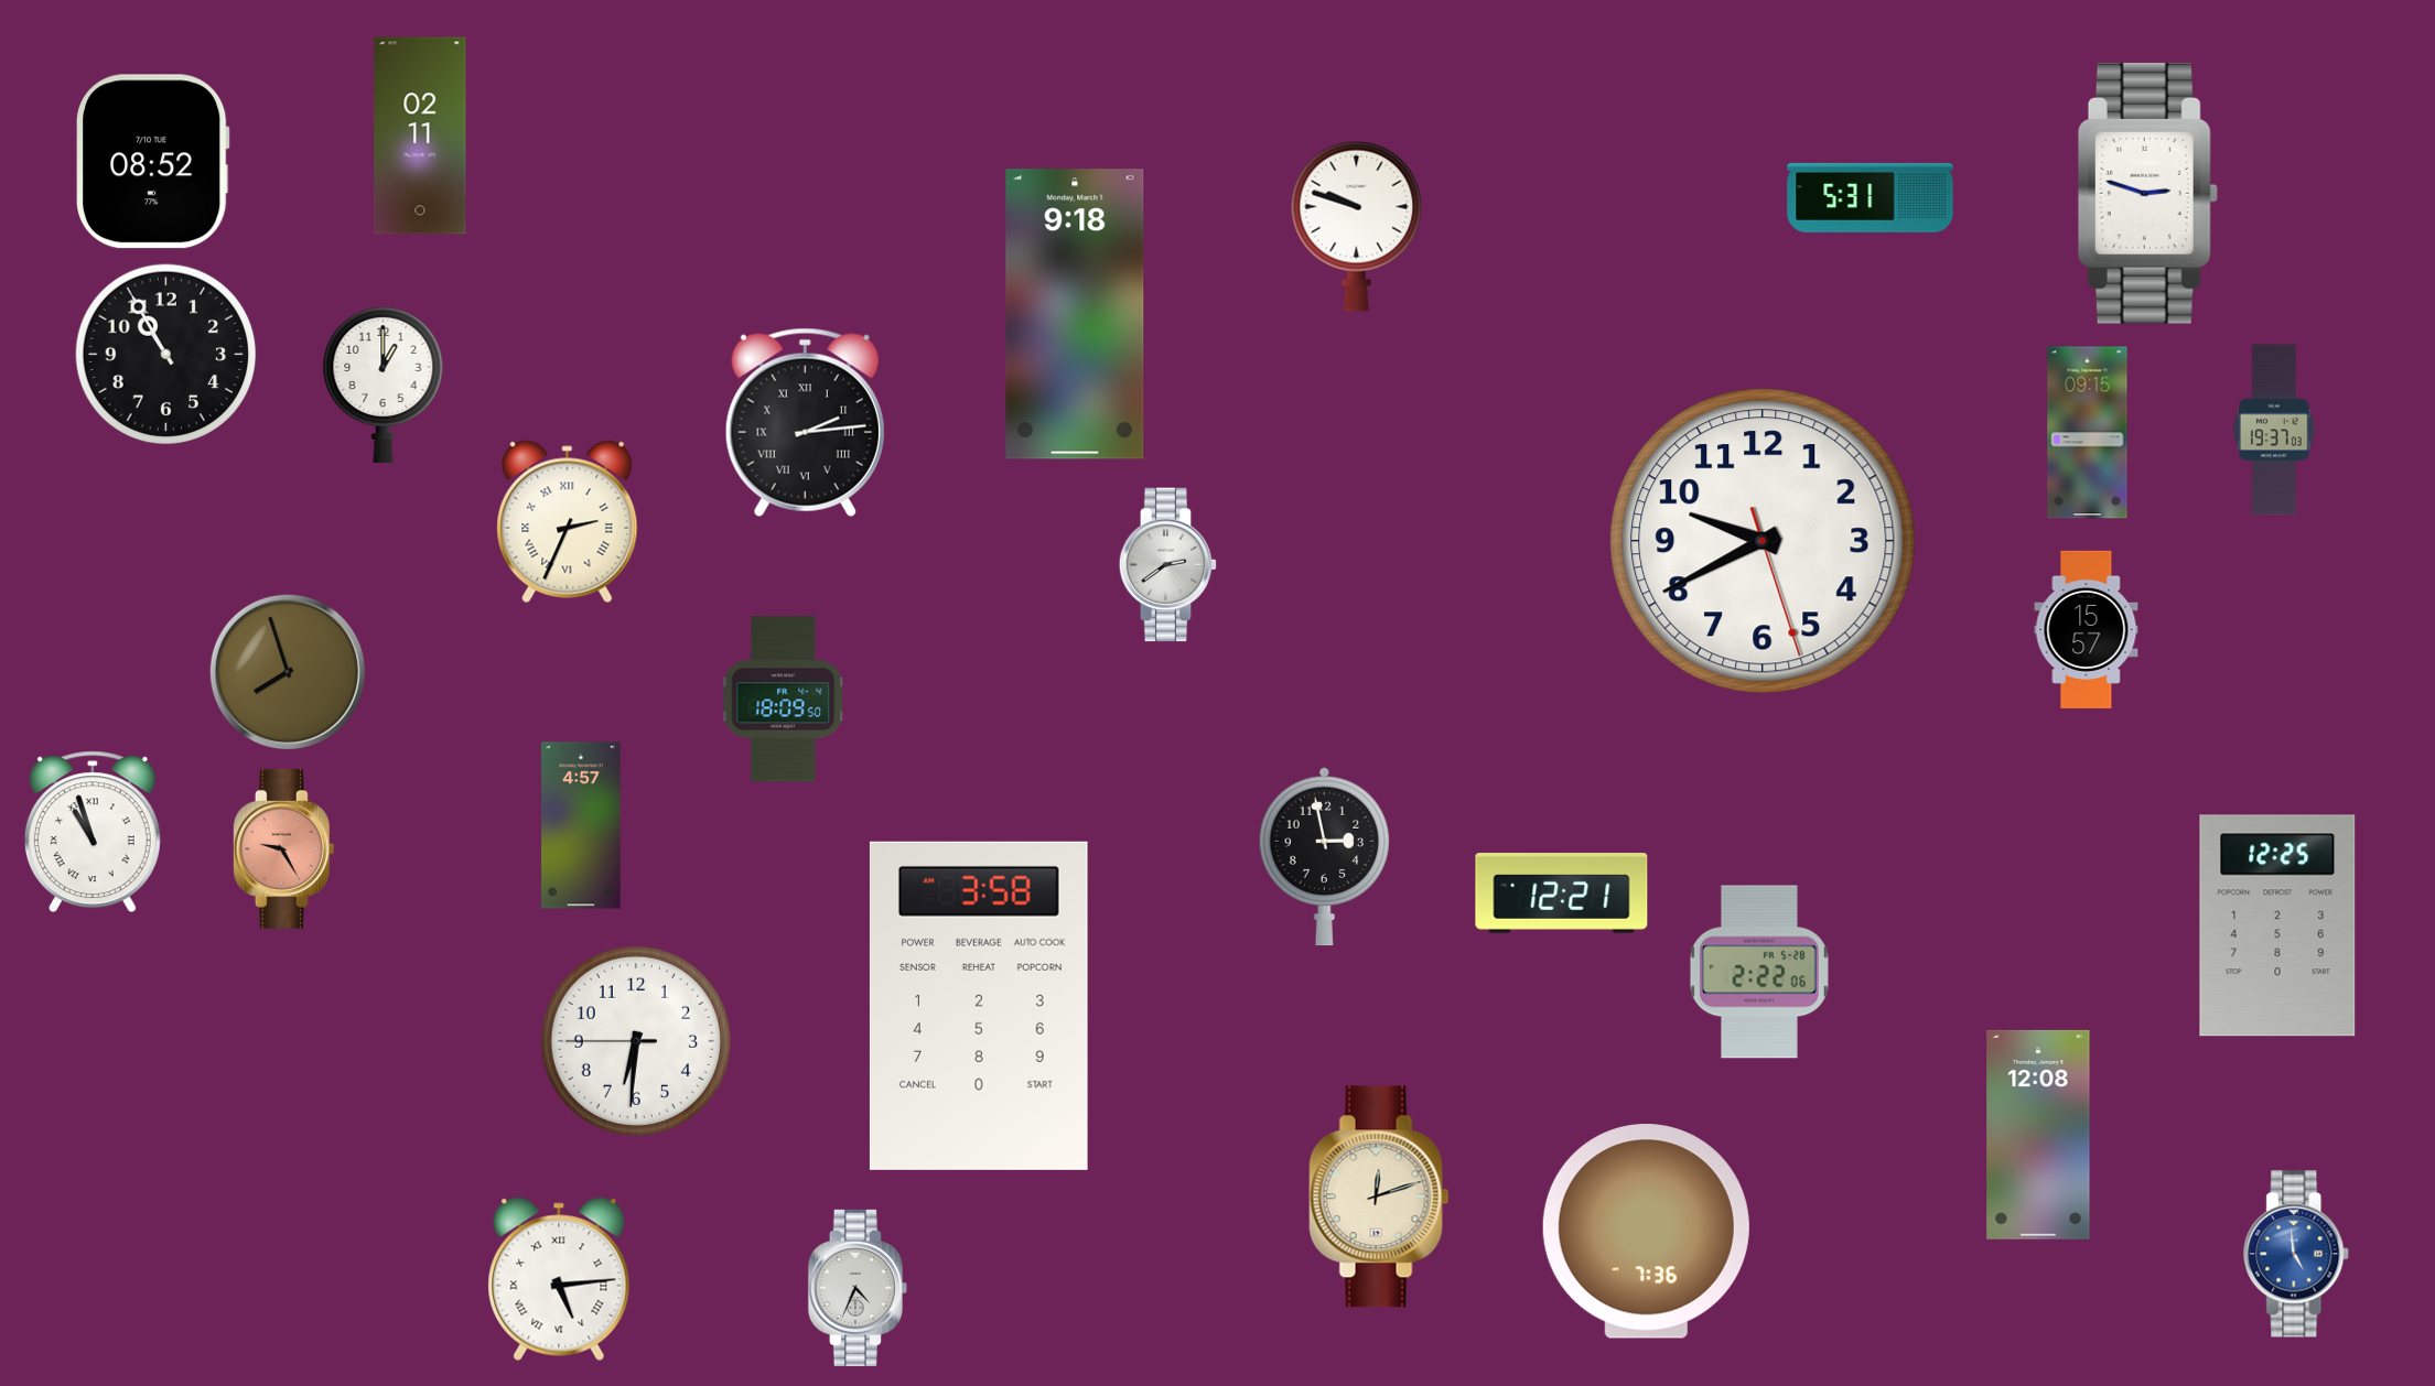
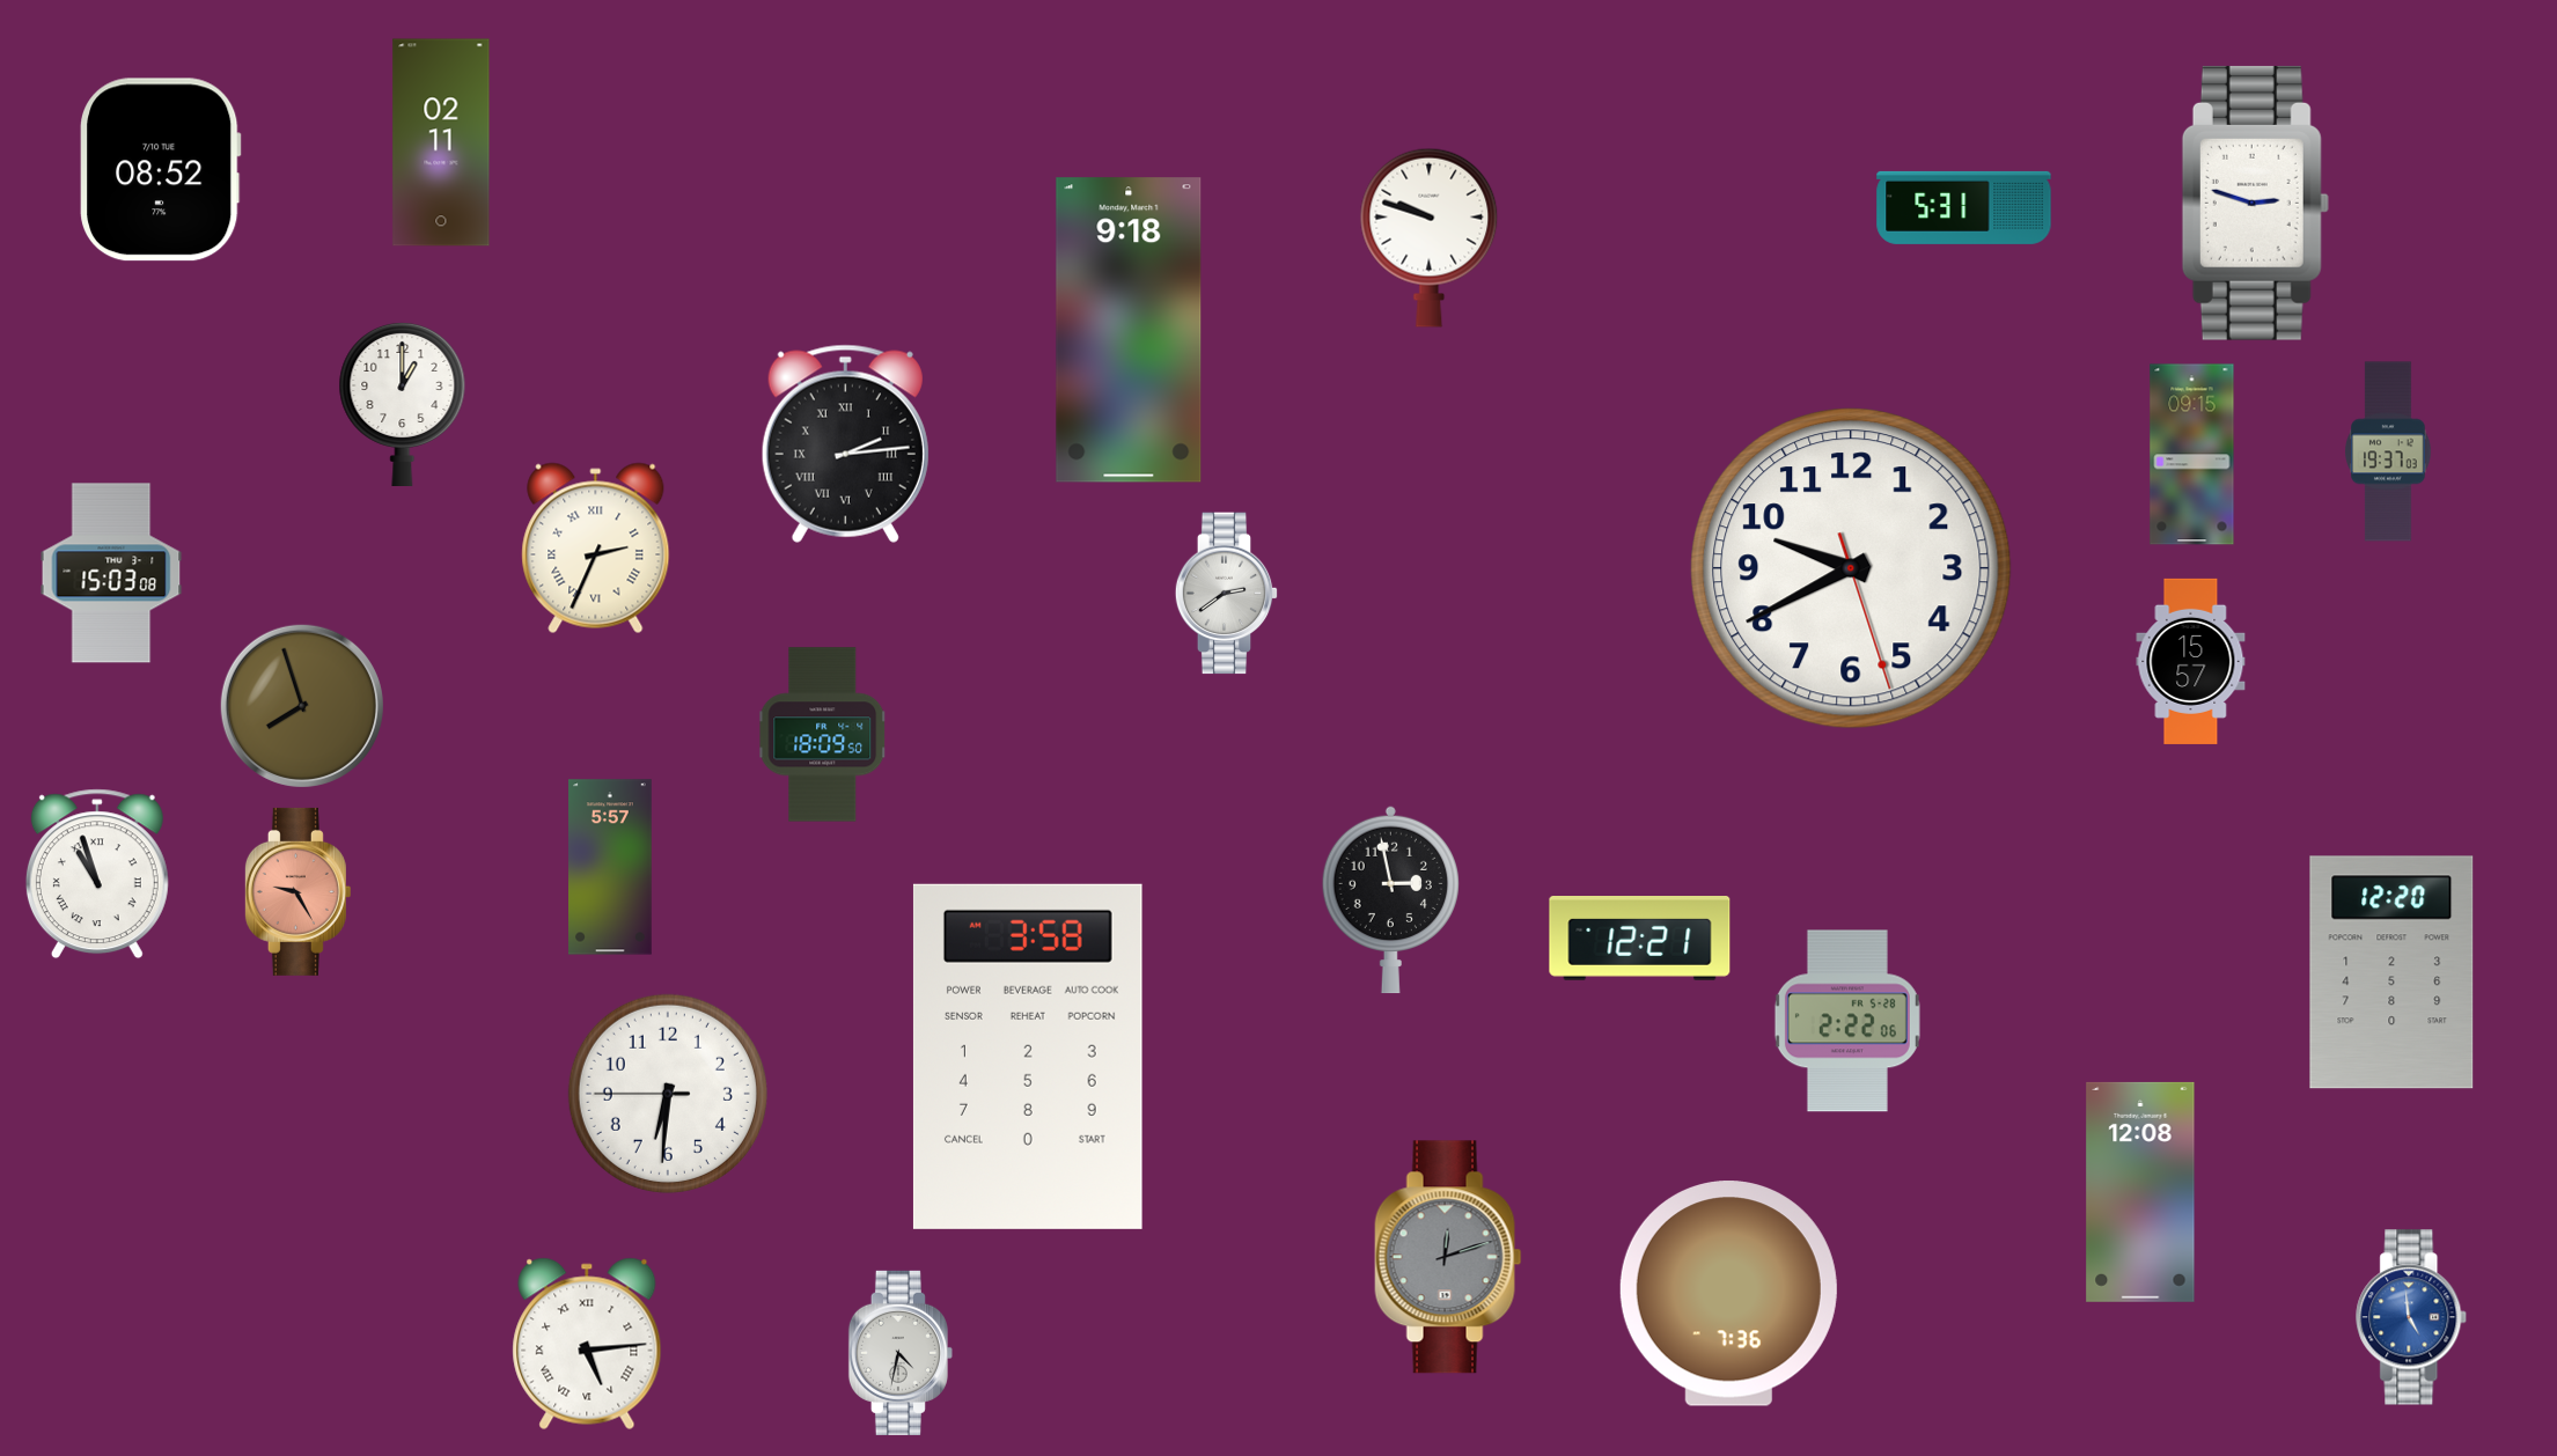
clock at (1357, 226) position: (1357, 226) -> (1430, 237)
clock at (166, 355): 10:55 -> none
clock at (111, 573): none -> 15:03
clock at (581, 825): 4:57 -> 5:57
clock at (2277, 925): 12:25 -> 12:20
clock at (1379, 1196) dial: cream -> grey
clock at (858, 1288): 4:34 -> 4:32
